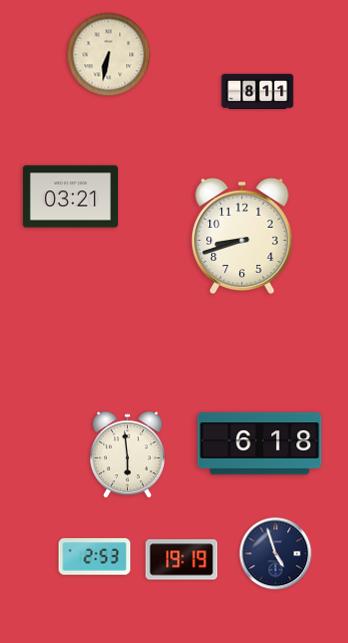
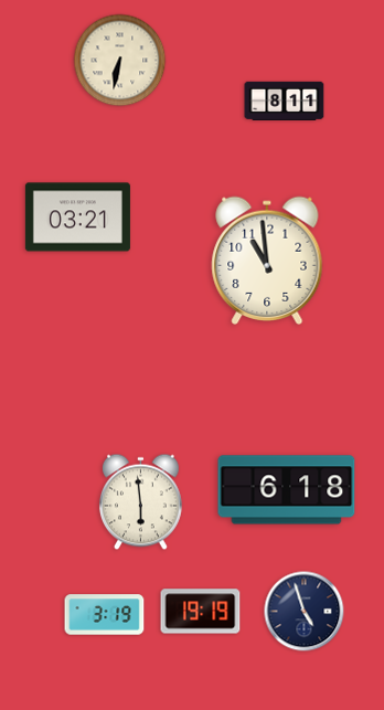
clock at (242, 236): 8:42 -> 10:59
clock at (95, 557): 2:53 -> 3:19
clock at (182, 560) position: (182, 560) -> (201, 612)
